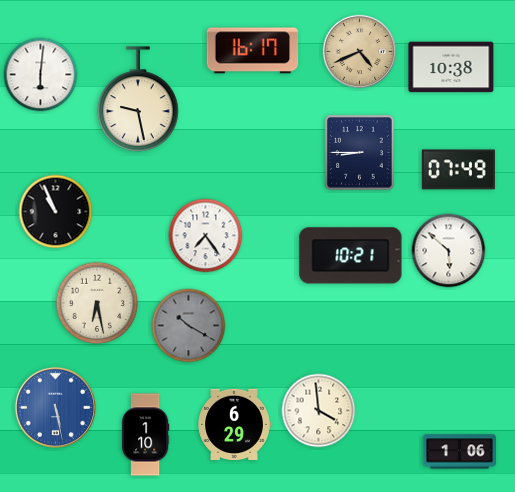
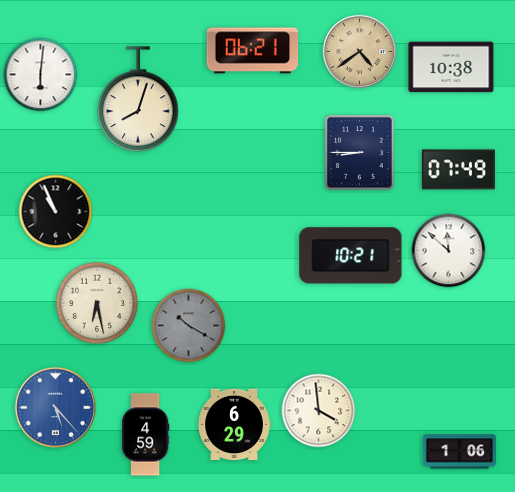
clock at (253, 51): 16:17 -> 06:21
clock at (360, 52): 4:41 -> 4:39
clock at (138, 99): 9:28 -> 8:03
clock at (206, 236): 7:24 -> none
clock at (449, 251): 5:52 -> 11:52
clock at (55, 407): 5:28 -> 5:23
clock at (145, 435): 1:10 -> 4:59
